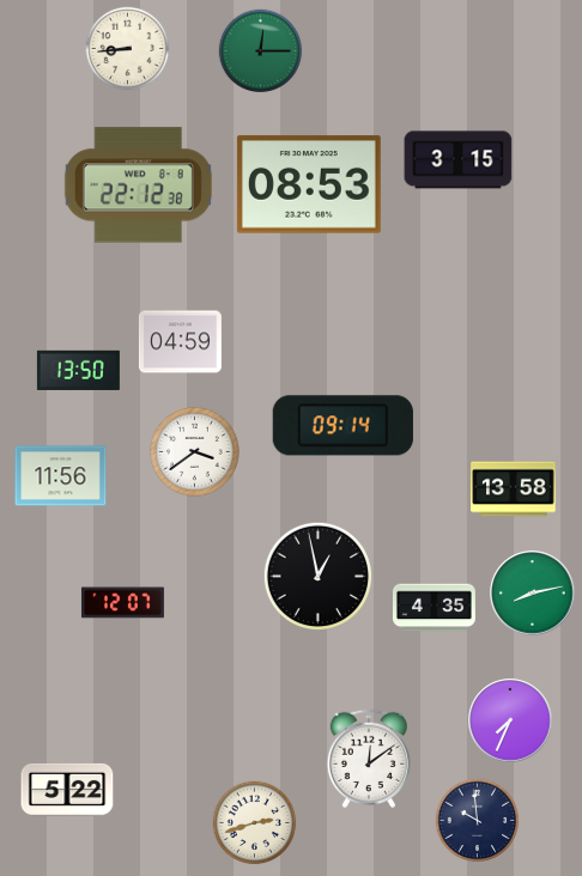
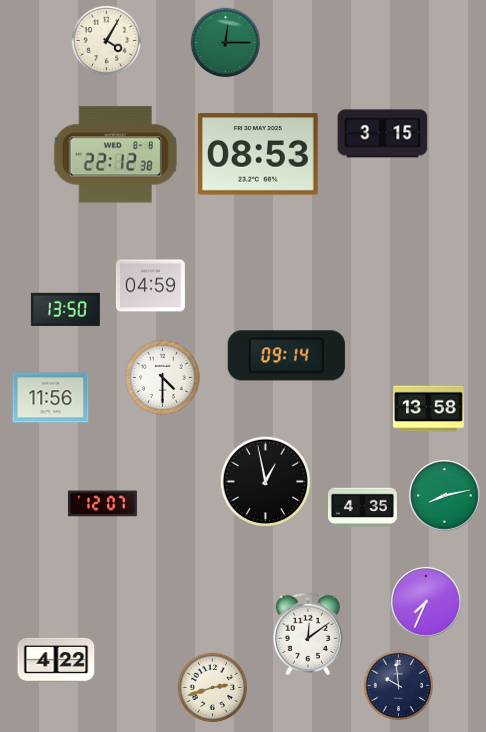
clock at (128, 49): 8:44 -> 4:05
clock at (261, 51) position: (261, 51) -> (226, 43)
clock at (195, 452): 3:39 -> 4:30
clock at (67, 790): 5:22 -> 4:22
